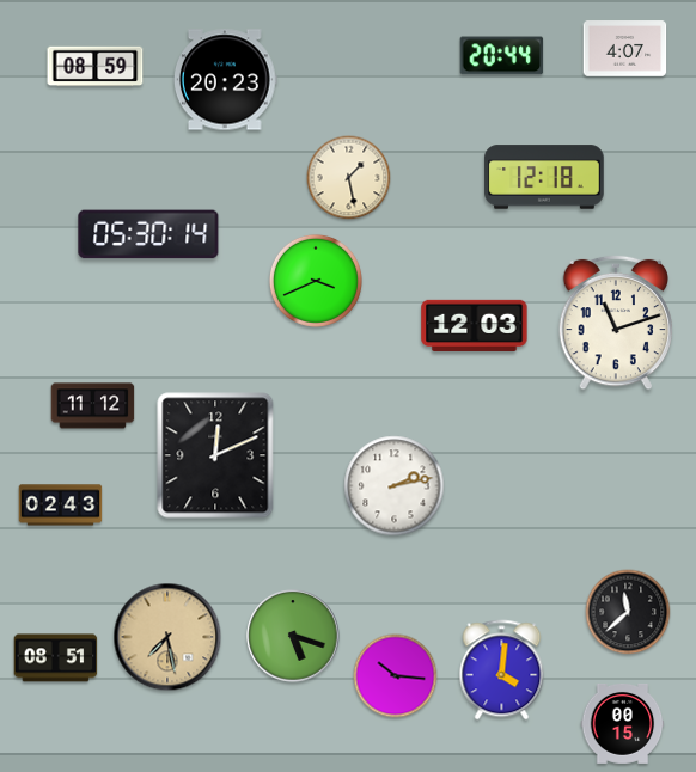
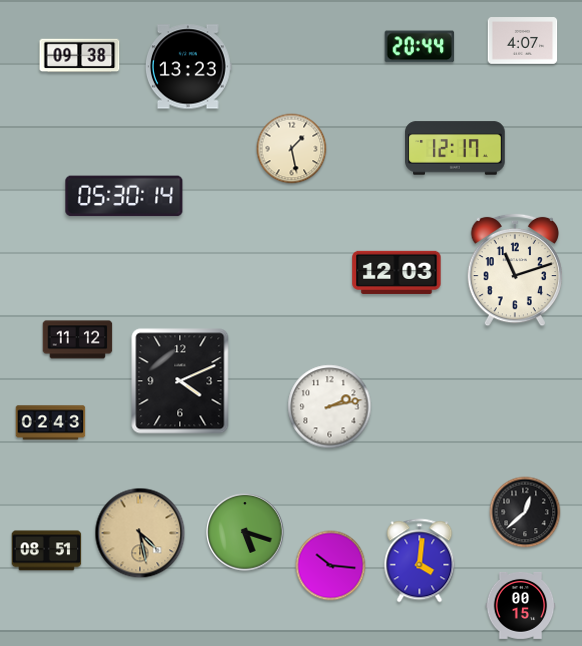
clock at (96, 67): 08:59 -> 09:38
clock at (225, 80): 20:23 -> 13:23
clock at (544, 177): 12:18 -> 12:17
clock at (316, 281): 3:41 -> none
clock at (215, 455): 12:11 -> 4:11
clock at (628, 612): 11:38 -> 12:38
clock at (167, 637): 7:28 -> 4:28
